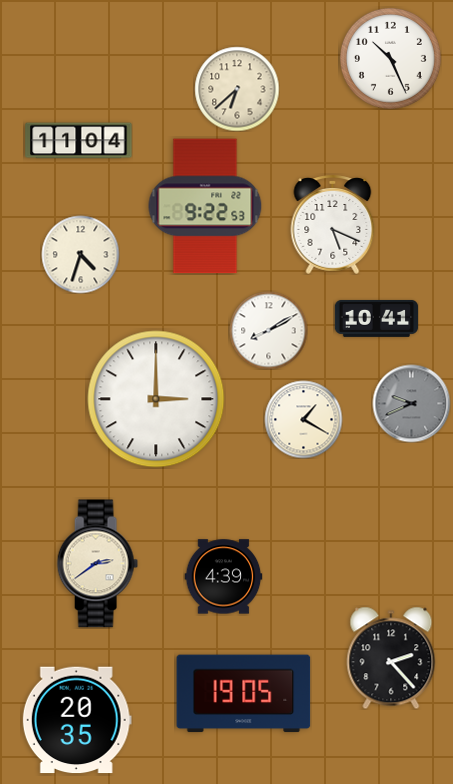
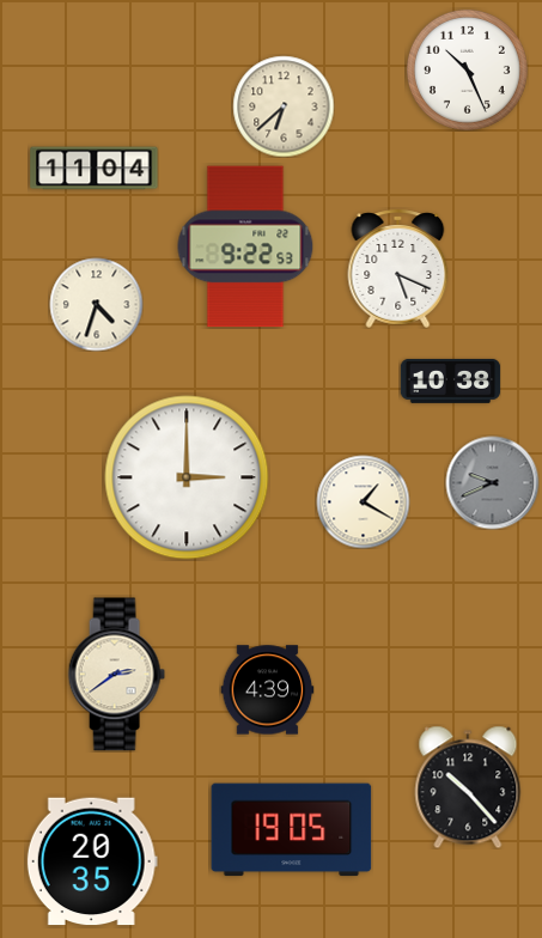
clock at (376, 318): 10:41 -> 10:38
clock at (268, 330): 8:10 -> none
clock at (391, 658): 2:23 -> 10:23
